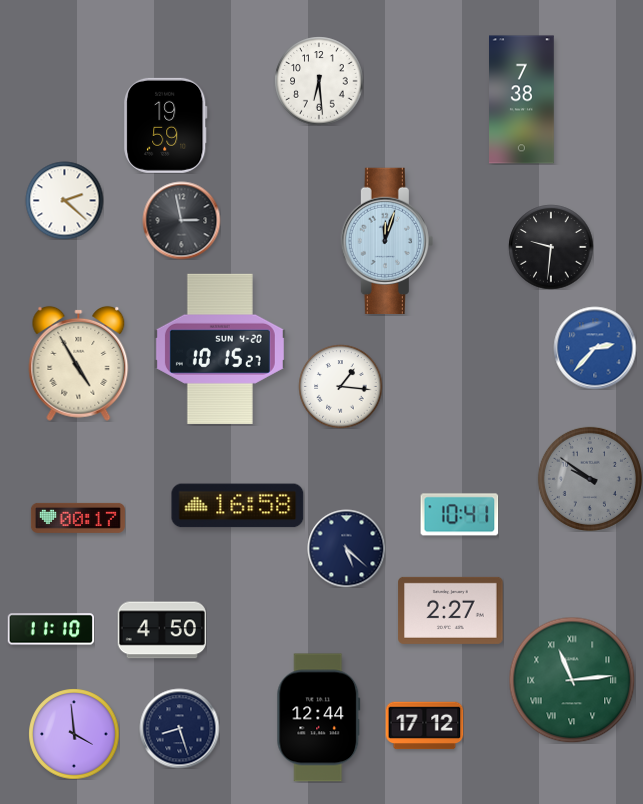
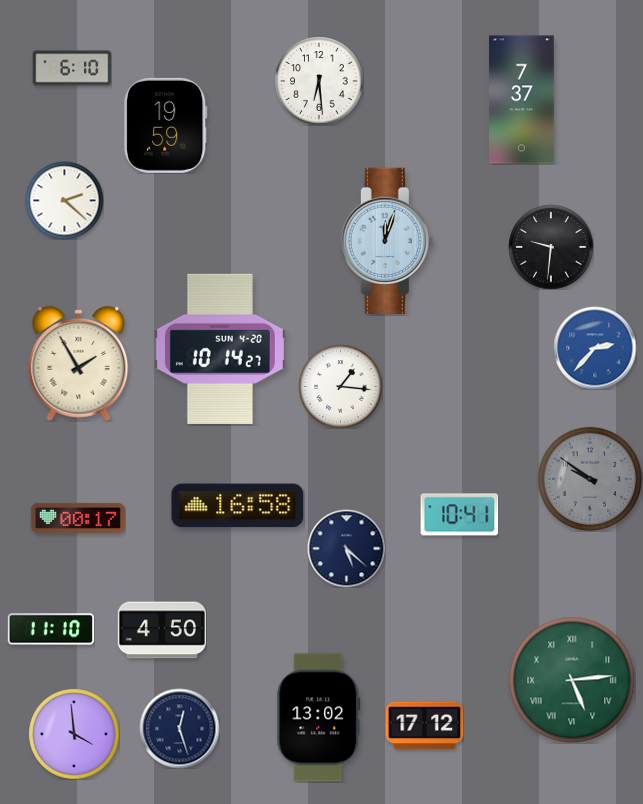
clock at (72, 68): none -> 6:10
clock at (522, 100): 7:38 -> 7:37
clock at (181, 220): 2:58 -> none
clock at (220, 349): 10:15 -> 10:14
clock at (79, 363): 4:55 -> 1:55
clock at (451, 610): 2:27 -> none
clock at (572, 680): 11:14 -> 5:14
clock at (319, 718): 12:44 -> 13:02
clock at (179, 728): 8:27 -> 12:27
